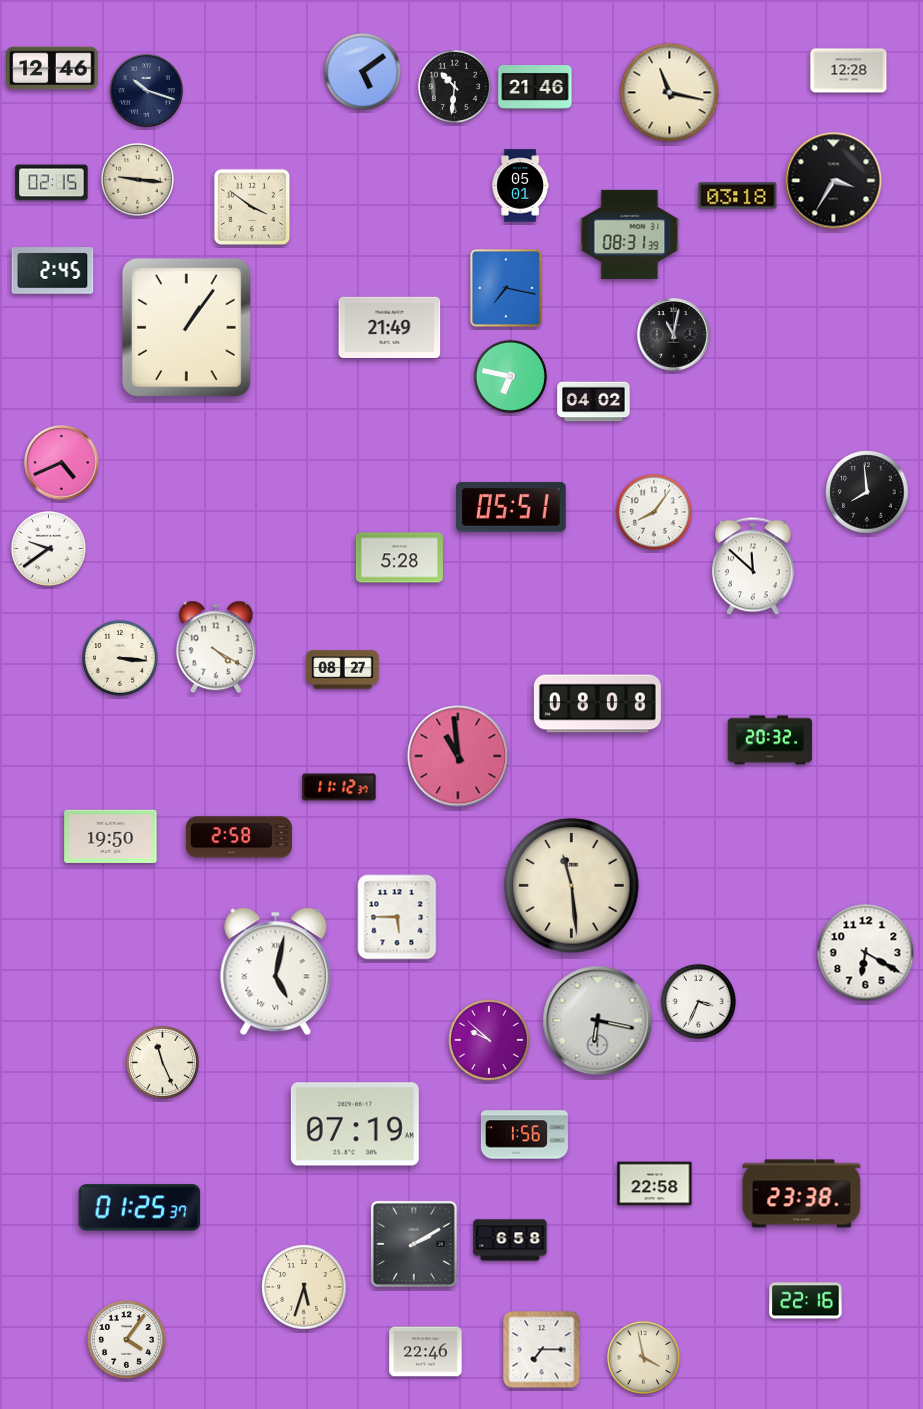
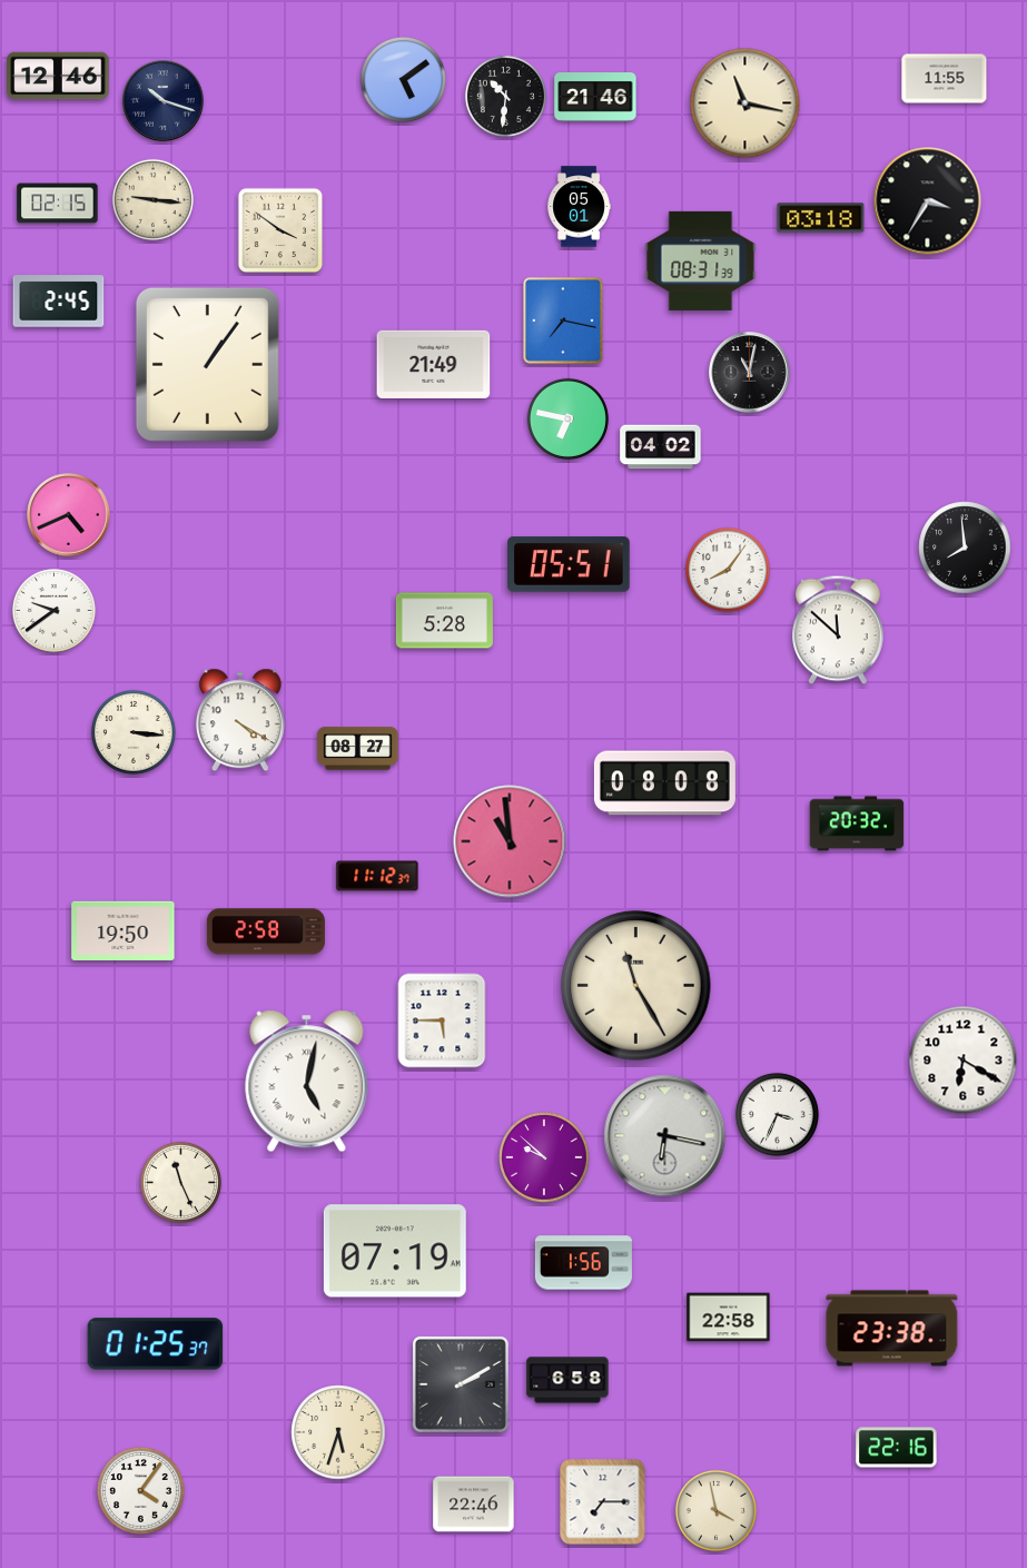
clock at (849, 71): 12:28 -> 11:55
clock at (343, 670) position: (343, 670) -> (358, 749)
clock at (572, 886): 11:29 -> 11:25
